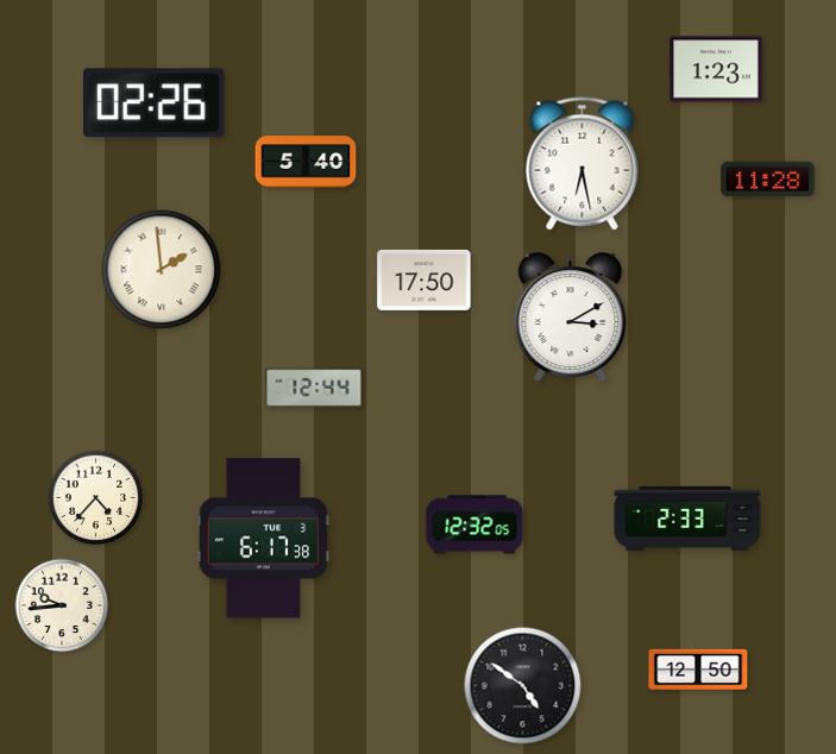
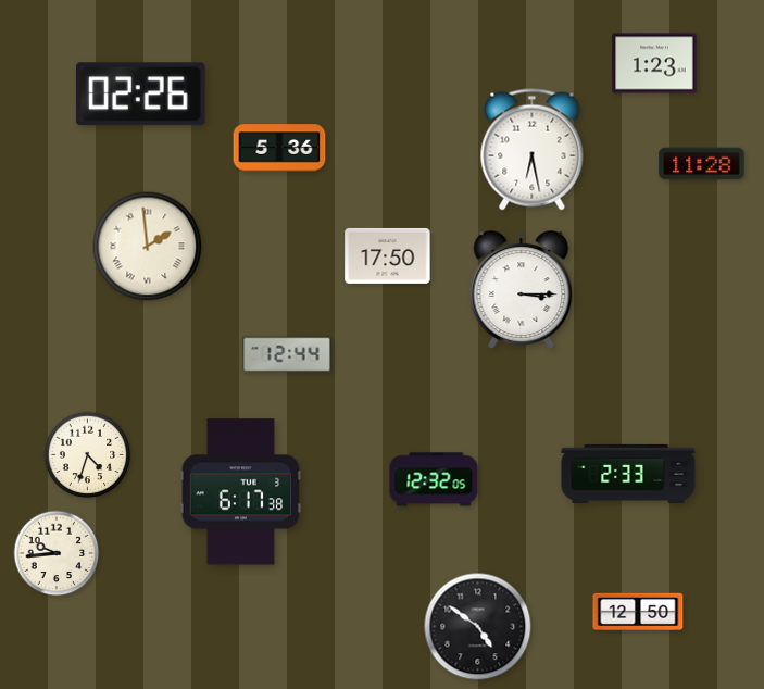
clock at (306, 162): 5:40 -> 5:36
clock at (571, 318): 3:10 -> 3:15
clock at (96, 498): 4:37 -> 4:33
